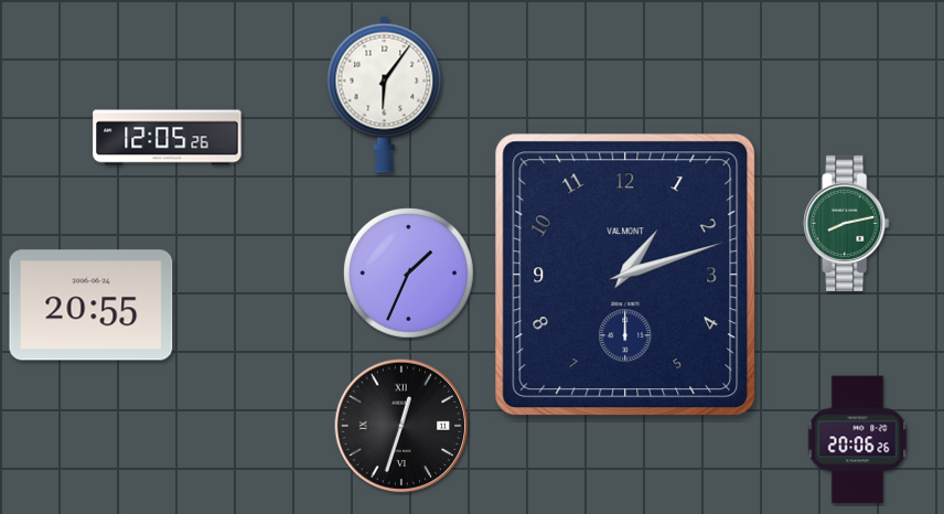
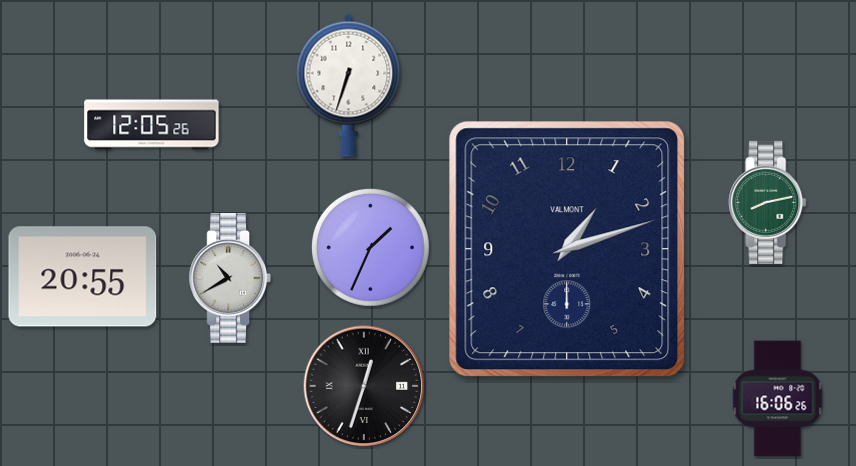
clock at (385, 94): 6:06 -> 6:33
clock at (229, 279): none -> 10:40
clock at (858, 440): 20:06 -> 16:06
